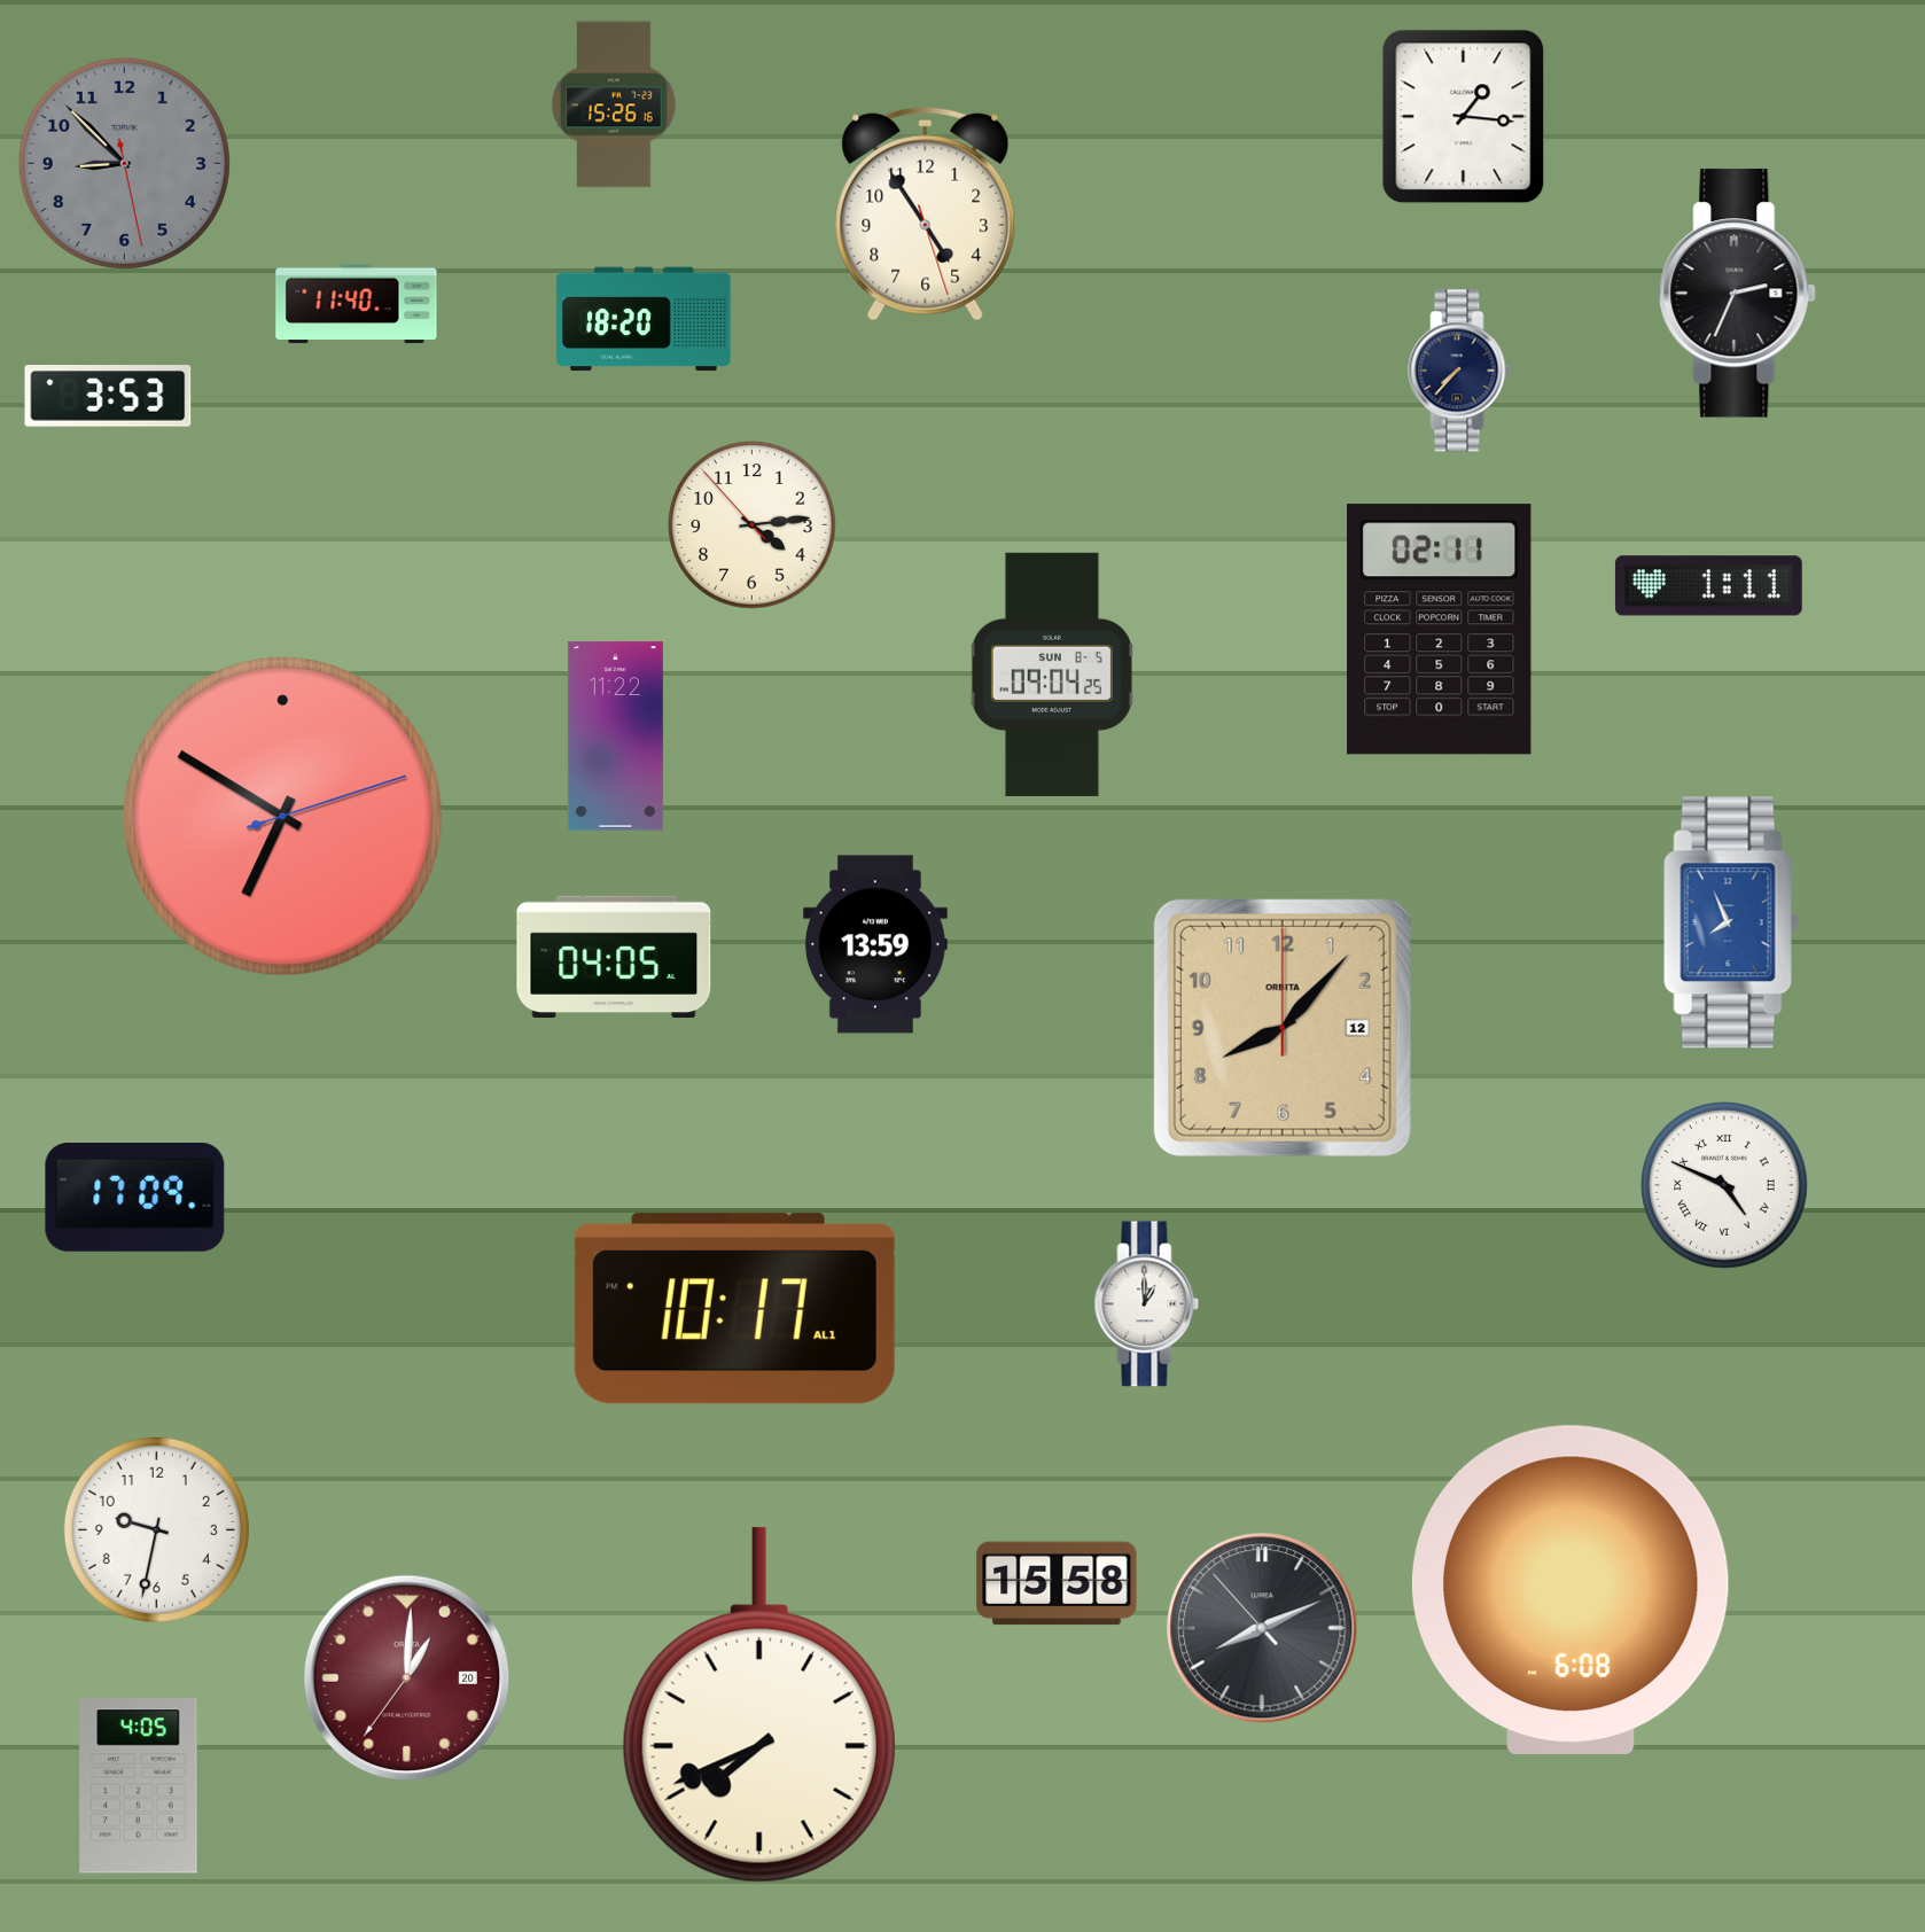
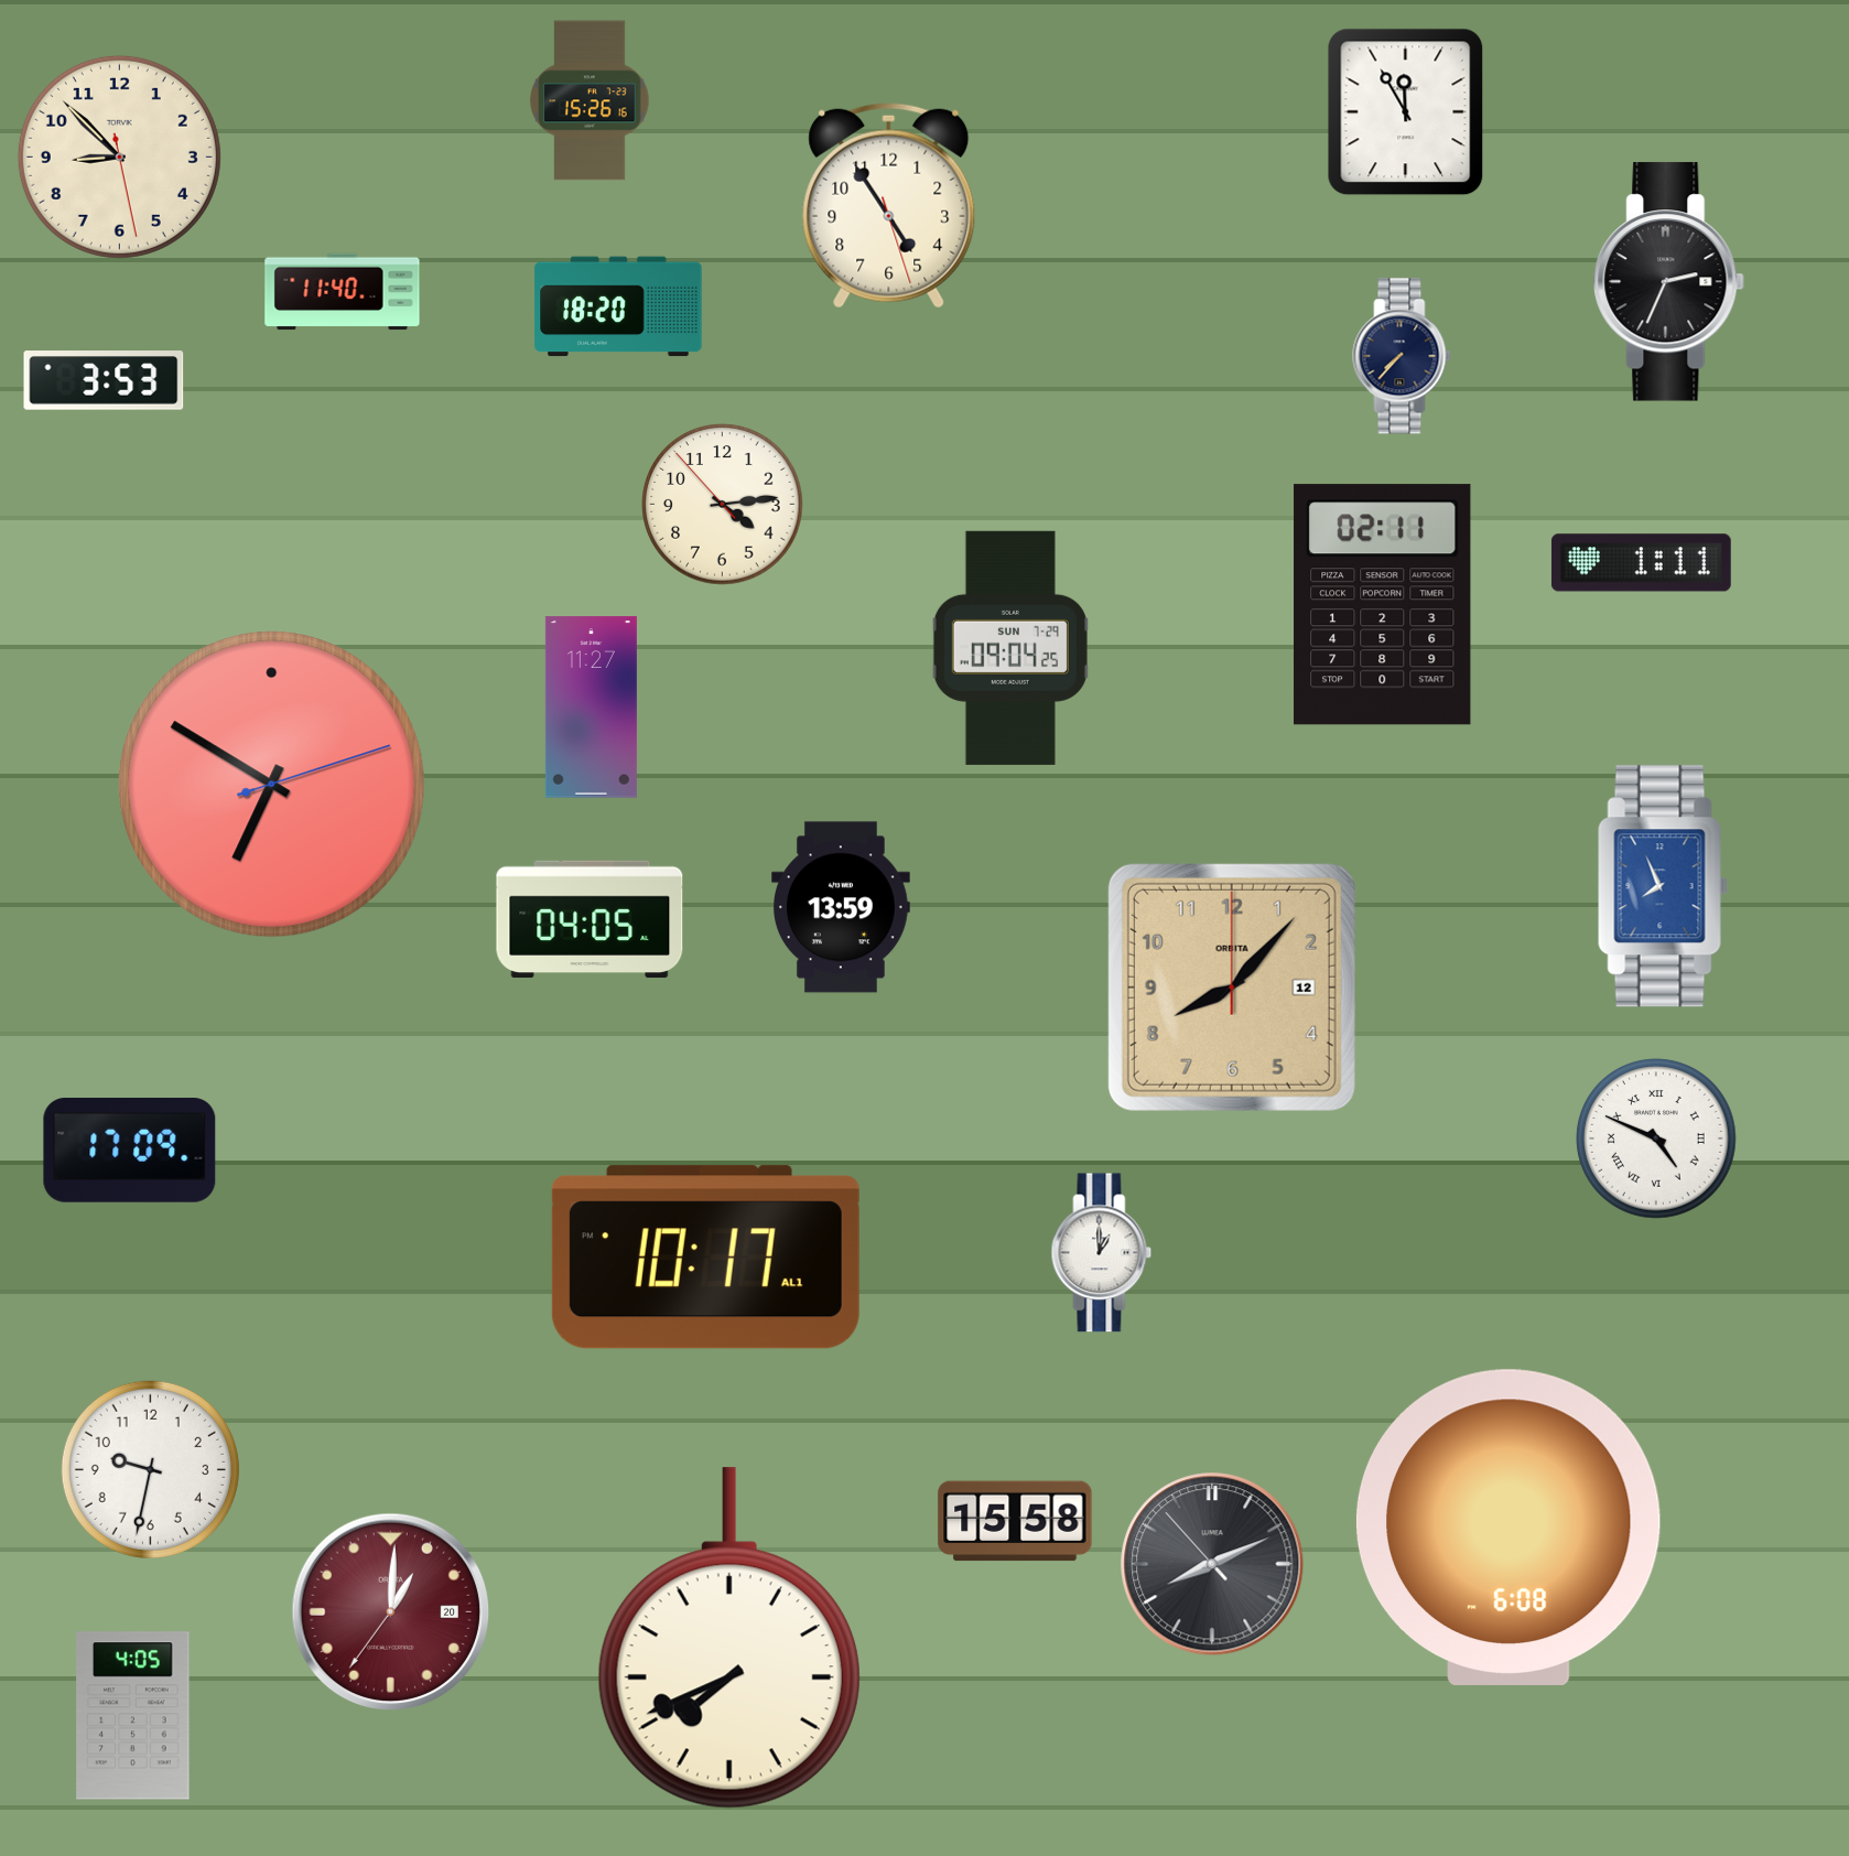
clock at (1464, 117): 1:16 -> 11:55
clock at (124, 163) dial: grey -> cream
clock at (1052, 675) date: SUN 8-5 -> SUN 7-29
clock at (615, 737): 11:22 -> 11:27
